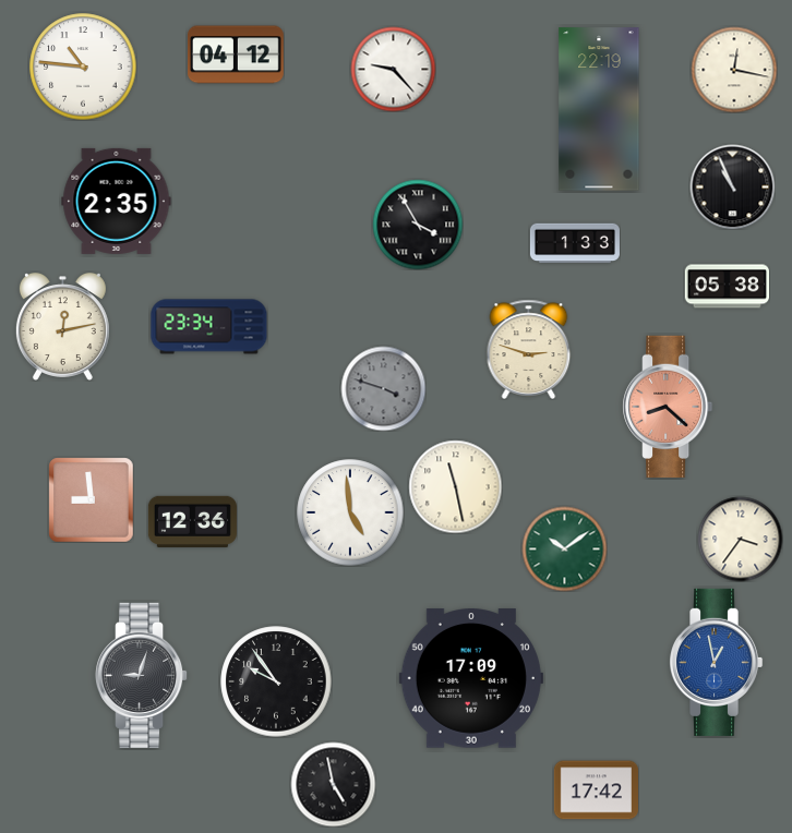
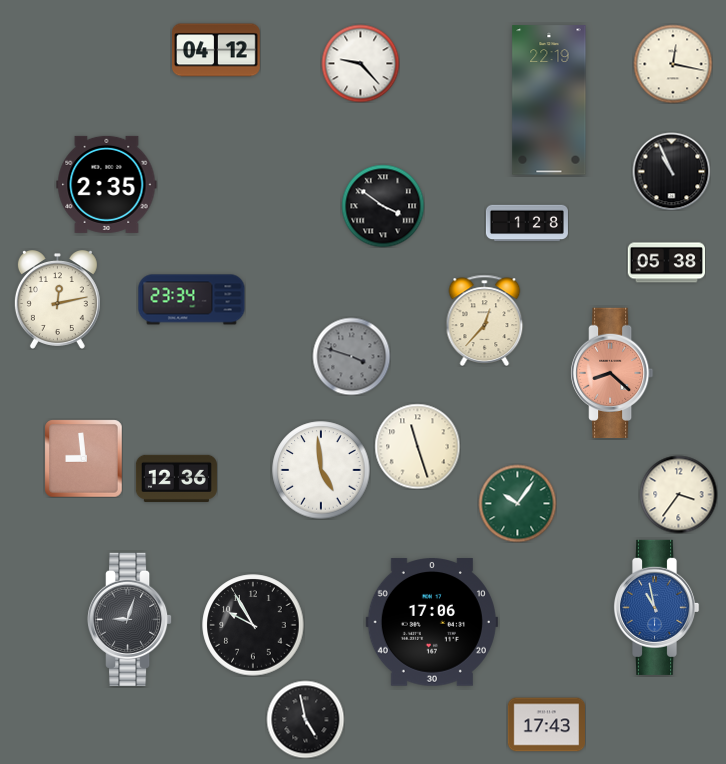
clock at (83, 67): 10:46 -> none
clock at (418, 225): 3:55 -> 3:51
clock at (575, 243): 1:33 -> 1:28
clock at (529, 349): 2:48 -> 12:37
clock at (455, 486): 11:28 -> 11:27
clock at (564, 548): 10:09 -> 10:06
clock at (717, 662): 12:58 -> 10:58
clock at (471, 678): 17:09 -> 17:06
clock at (276, 681): 9:54 -> 9:55
clock at (596, 790): 17:42 -> 17:43
